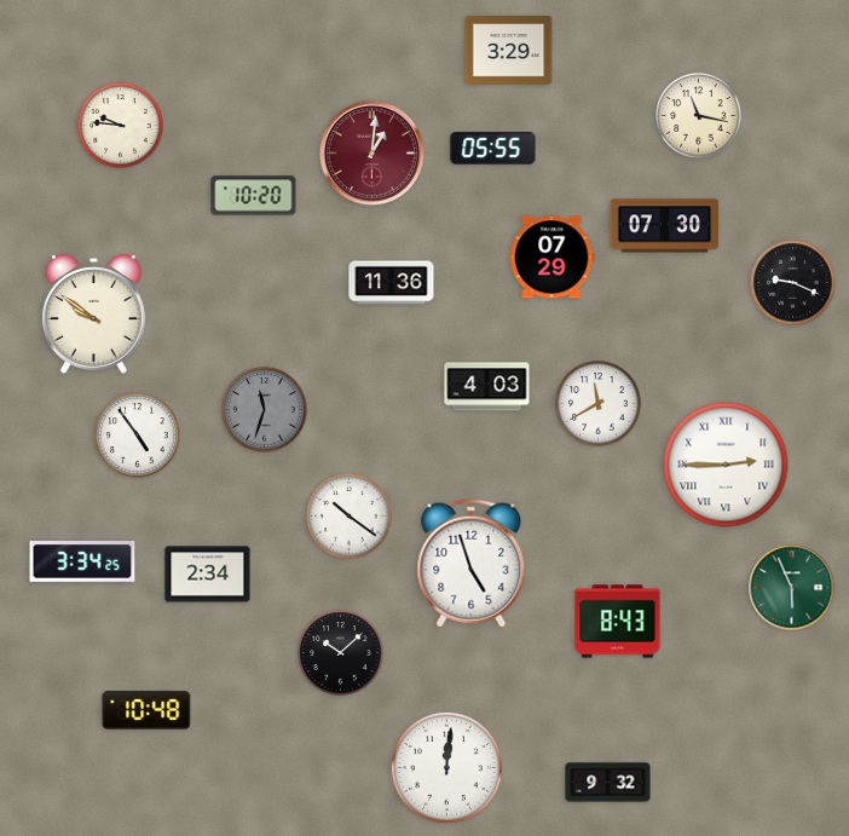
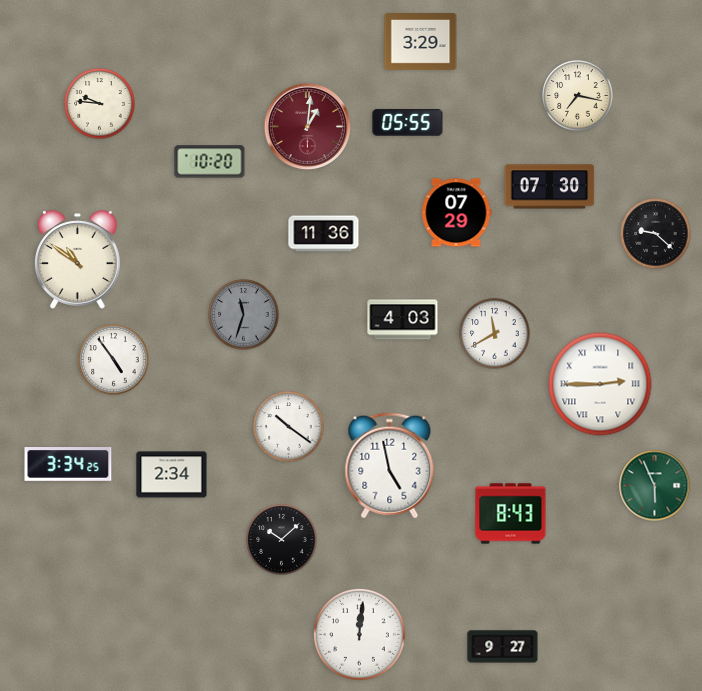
clock at (699, 116): 11:17 -> 7:17
clock at (793, 283): 9:19 -> 9:22
clock at (94, 315): 9:51 -> 10:51
clock at (265, 410) position: (265, 410) -> (244, 315)
clock at (472, 564): 4:57 -> 4:58
clock at (146, 710): 10:48 -> none
clock at (446, 767) position: (446, 767) -> (359, 634)
clock at (608, 783): 9:32 -> 9:27
